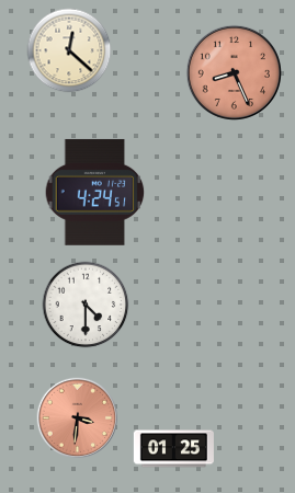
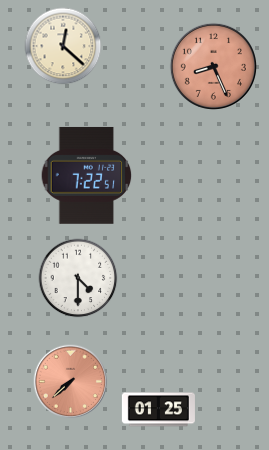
clock at (95, 192): 4:24 -> 7:22
clock at (78, 419): 3:31 -> 7:38
